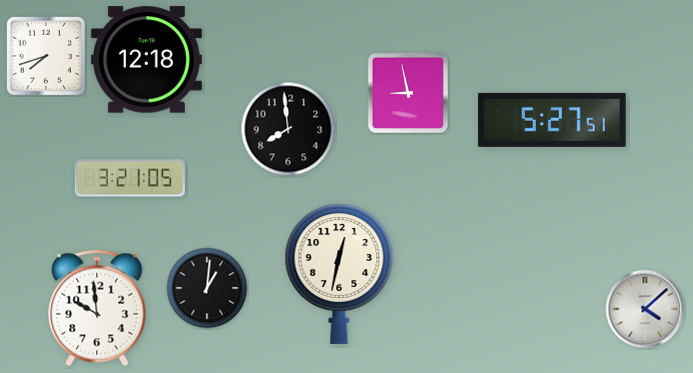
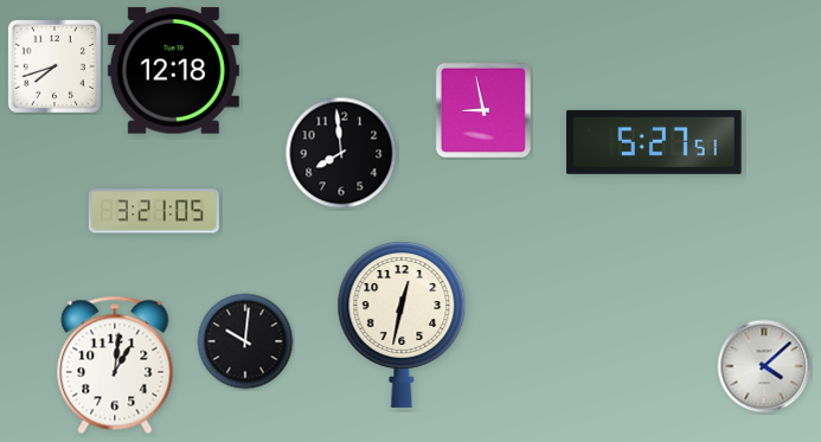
clock at (207, 288): 1:01 -> 10:01
clock at (97, 308): 9:59 -> 1:01
